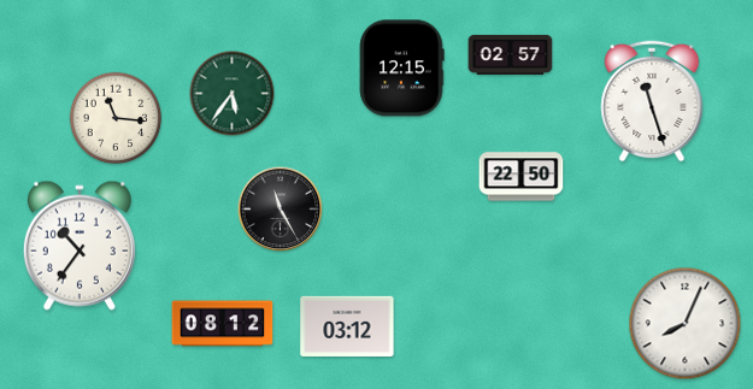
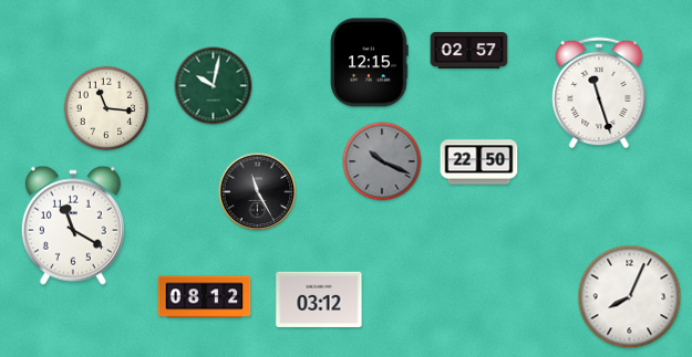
clock at (233, 94): 5:36 -> 10:02
clock at (382, 161): none -> 10:19
clock at (80, 246): 10:36 -> 11:20
